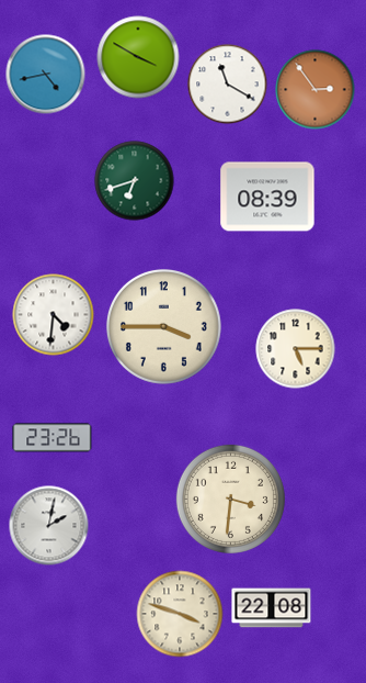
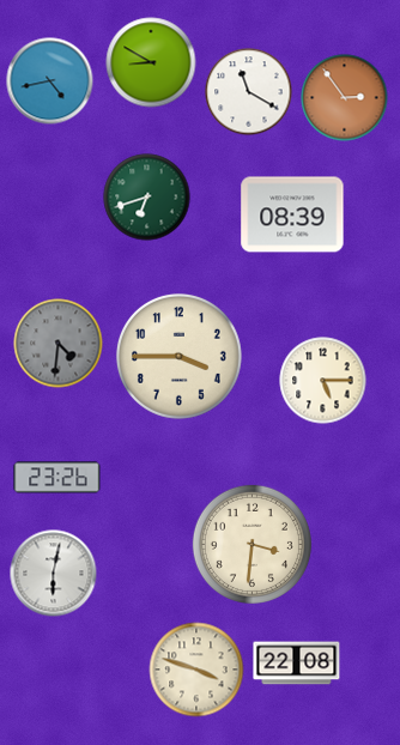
clock at (138, 57): 3:50 -> 8:50
clock at (54, 315) dial: white -> grey
clock at (49, 526): 2:02 -> 6:02
